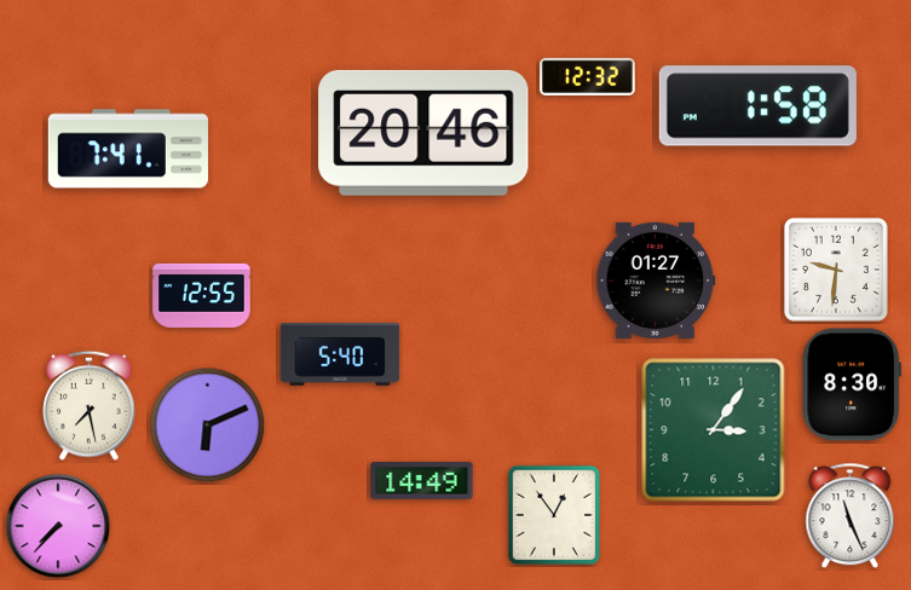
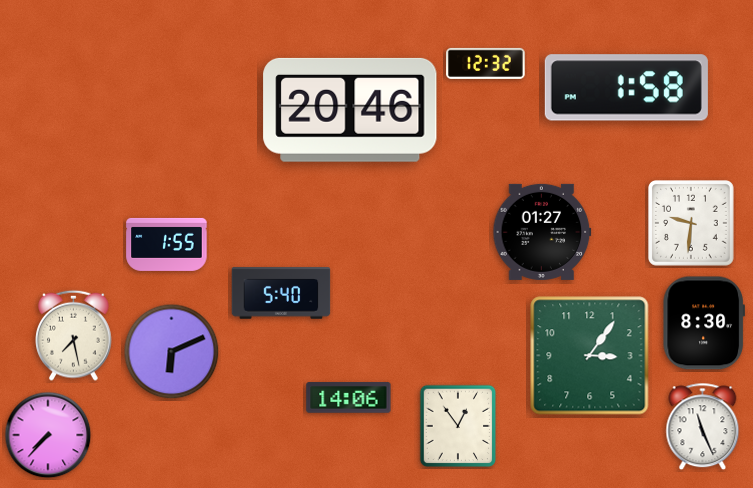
clock at (128, 149): 7:41 -> none
clock at (202, 295): 12:55 -> 1:55
clock at (851, 384) position: (851, 384) -> (703, 323)
clock at (422, 481): 14:49 -> 14:06
